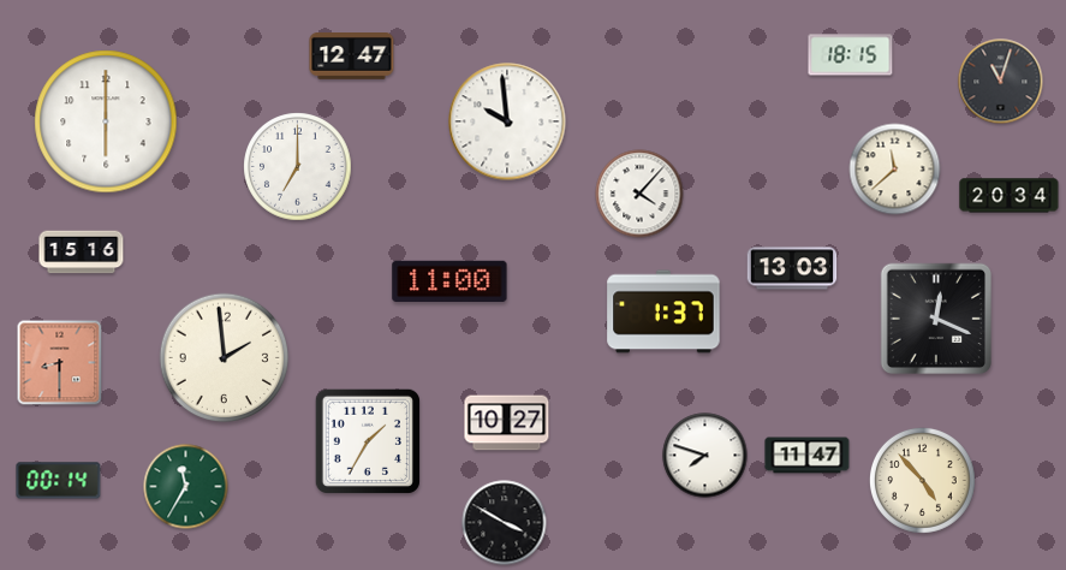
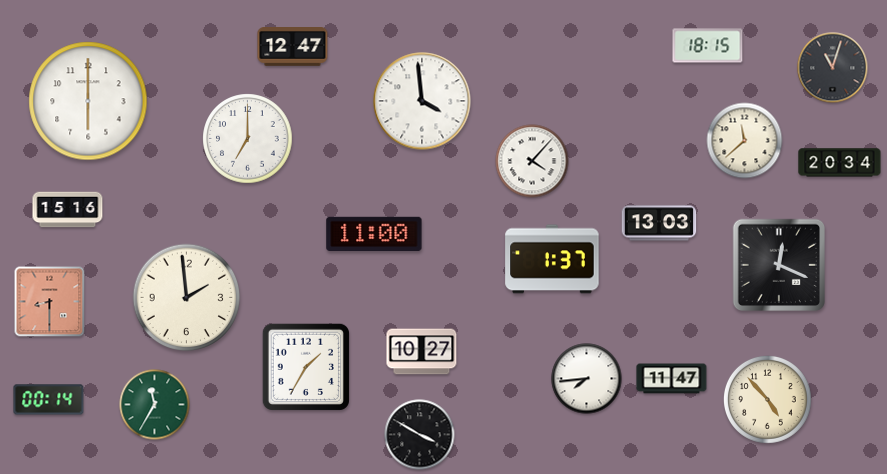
clock at (507, 121): 9:59 -> 3:59
clock at (705, 456): 7:48 -> 7:44
